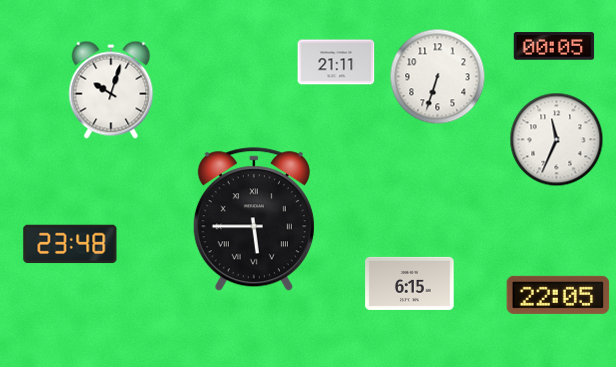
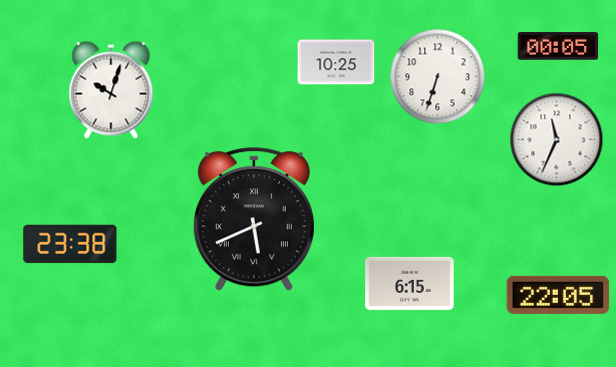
clock at (554, 46) position: (554, 46) -> (558, 46)
clock at (336, 62): 21:11 -> 10:25
clock at (254, 220): 5:45 -> 5:41
clock at (70, 244): 23:48 -> 23:38
